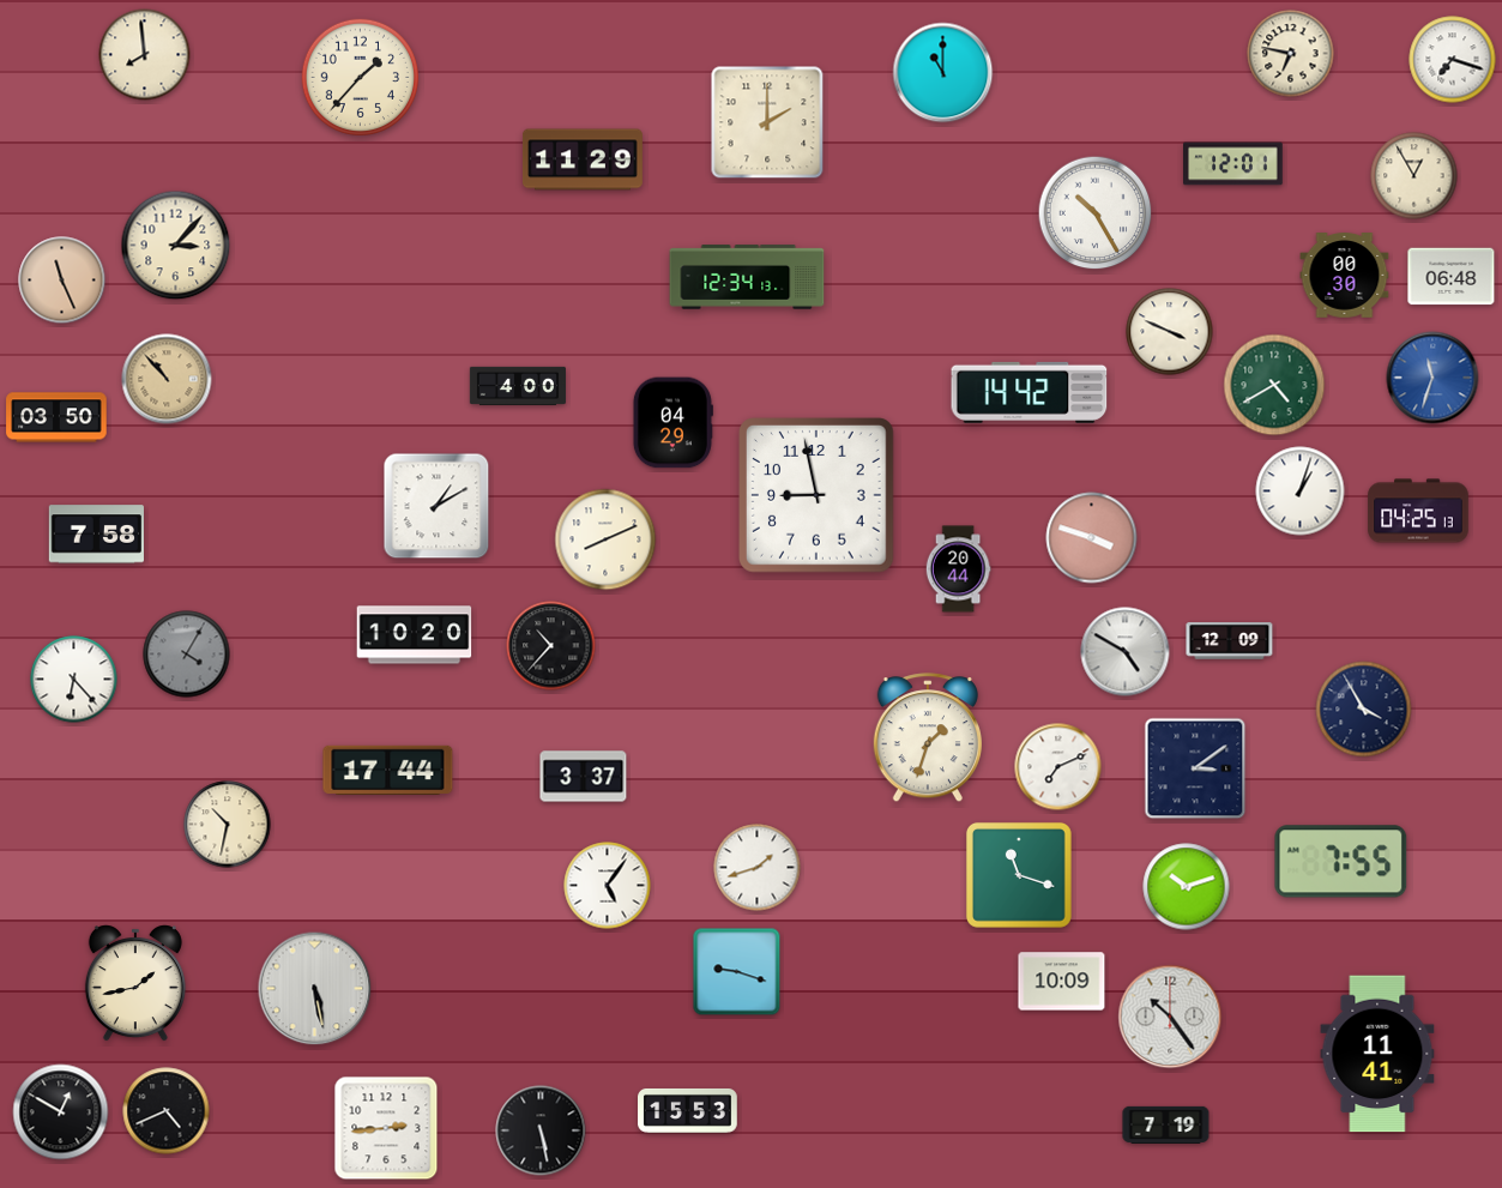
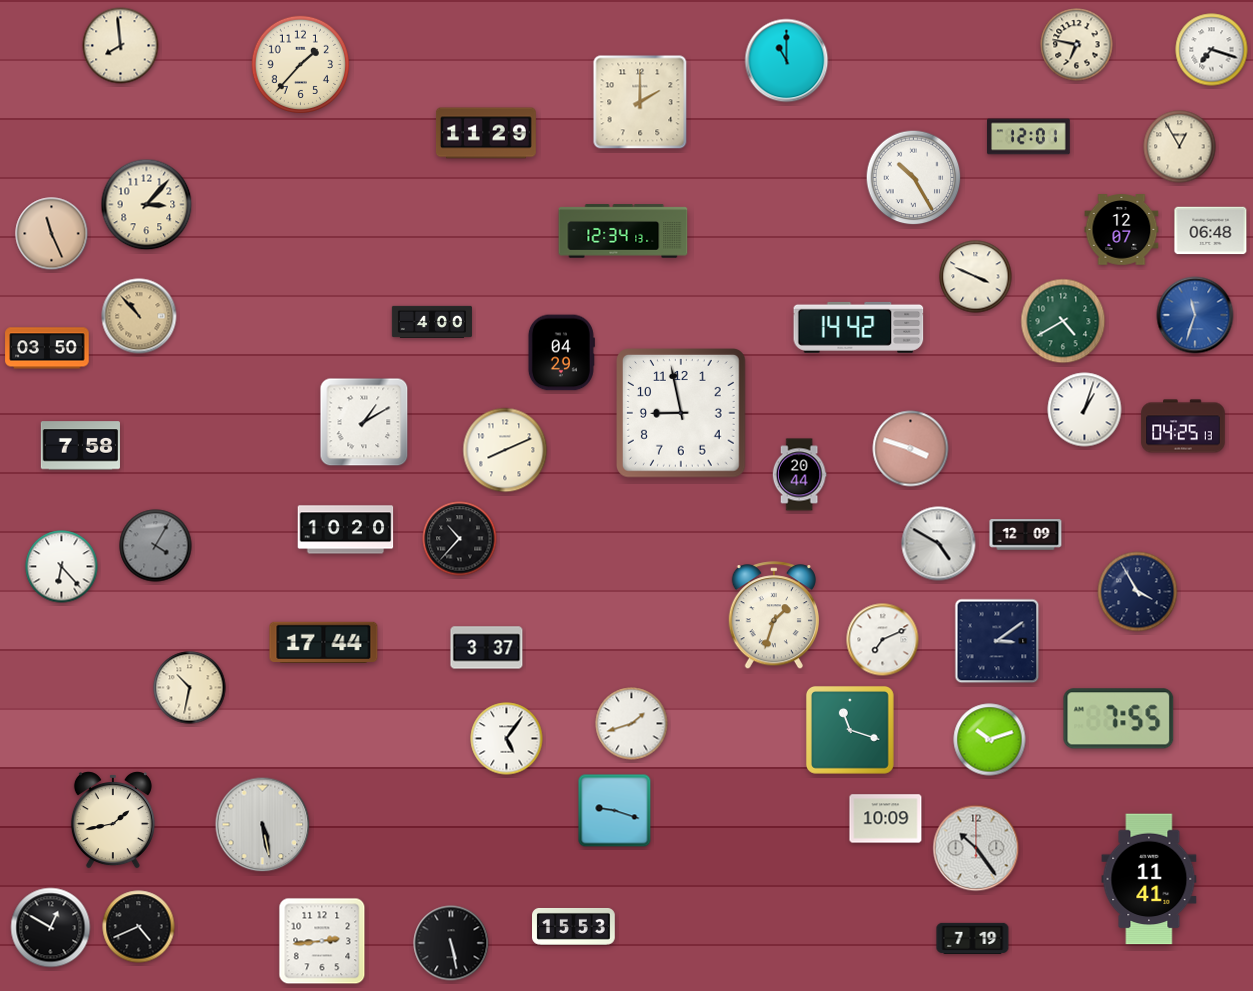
clock at (1345, 276): 00:30 -> 12:07
